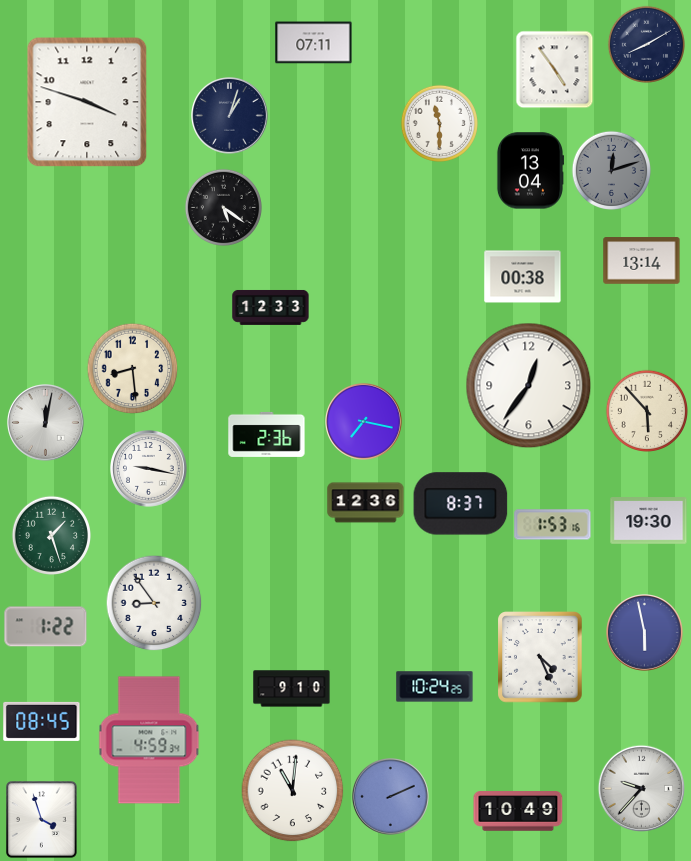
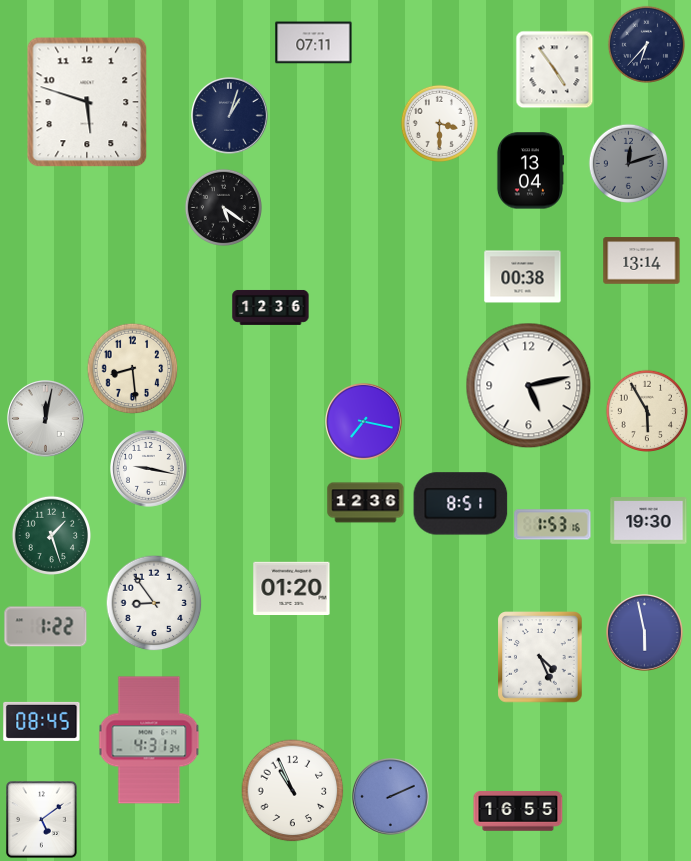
clock at (646, 44): 8:10 -> 6:37
clock at (87, 102): 3:48 -> 5:48
clock at (439, 123): 11:30 -> 3:30
clock at (611, 170) position: (611, 170) -> (628, 163)
clock at (271, 307): 12:33 -> 12:36
clock at (529, 386): 12:36 -> 5:13
clock at (646, 410): 5:53 -> 5:55
clock at (46, 423) position: (46, 423) -> (46, 419)
clock at (267, 434): 2:36 -> none
clock at (461, 504): 8:37 -> 8:51
clock at (292, 588): none -> 01:20
clock at (435, 687): 10:24 -> none
clock at (292, 689): 9:10 -> none
clock at (149, 740): 4:59 -> 4:31
clock at (641, 788): 9:37 -> none
clock at (293, 791): 11:01 -> 10:56
clock at (518, 811): 10:49 -> 16:55
clock at (42, 820): 3:57 -> 5:09
